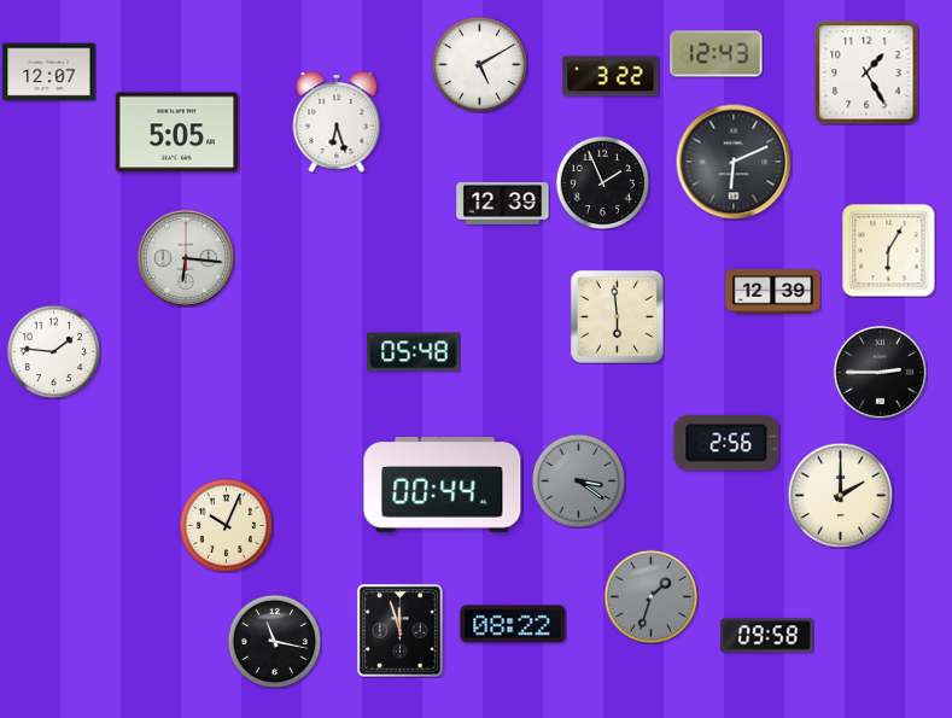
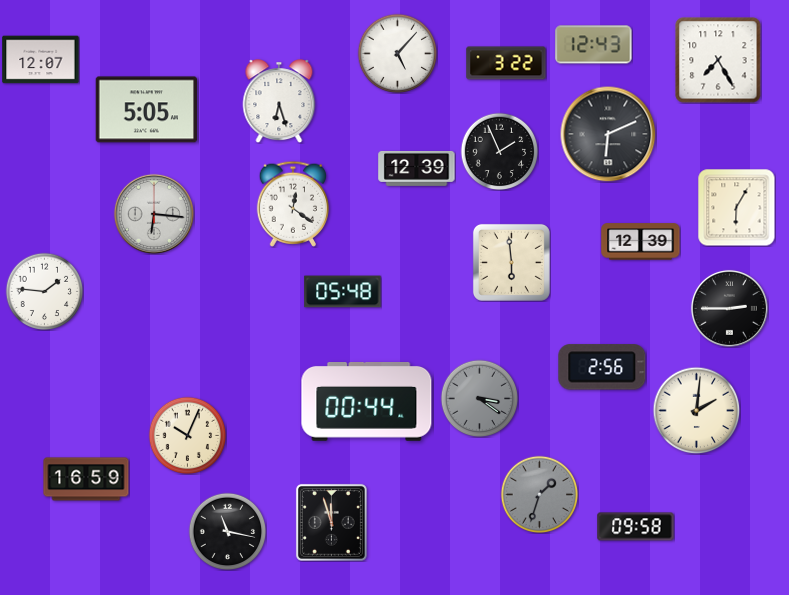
clock at (479, 64): 5:10 -> 5:07
clock at (866, 72): 1:25 -> 7:25
clock at (293, 204): none -> 12:21
clock at (840, 495): 2:00 -> 2:01
clock at (86, 479): none -> 16:59
clock at (513, 624): 08:22 -> none
